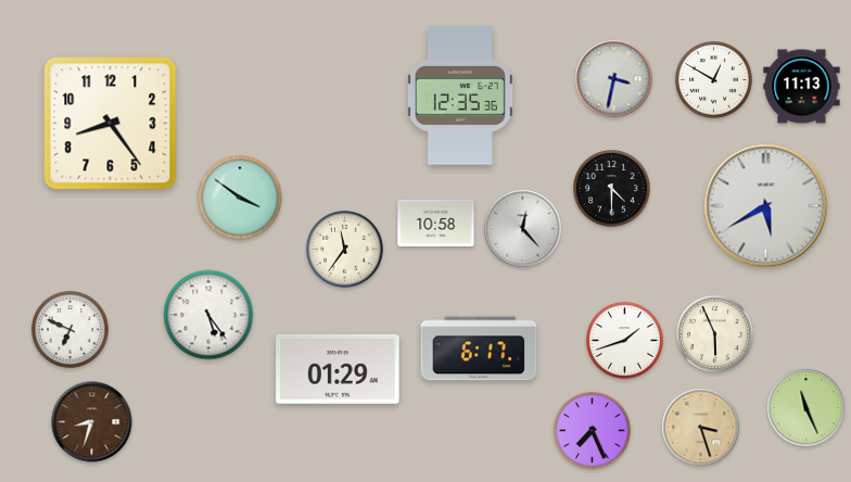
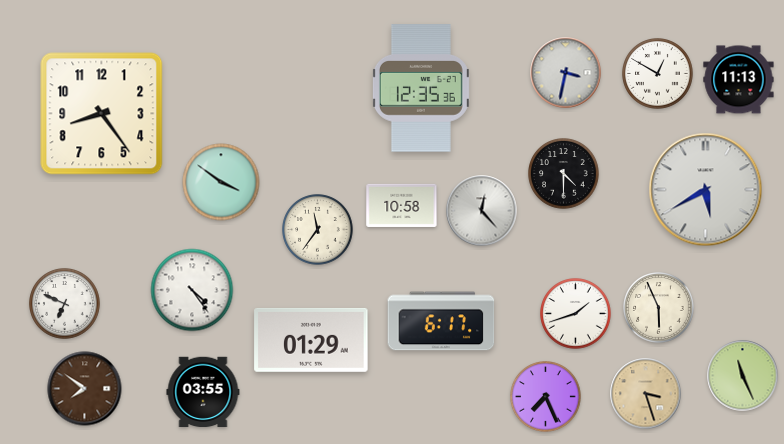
clock at (460, 96) position: (460, 96) -> (421, 88)
clock at (208, 315): 5:24 -> 4:24
clock at (92, 422): 8:33 -> 7:51
clock at (203, 392): none -> 03:55
